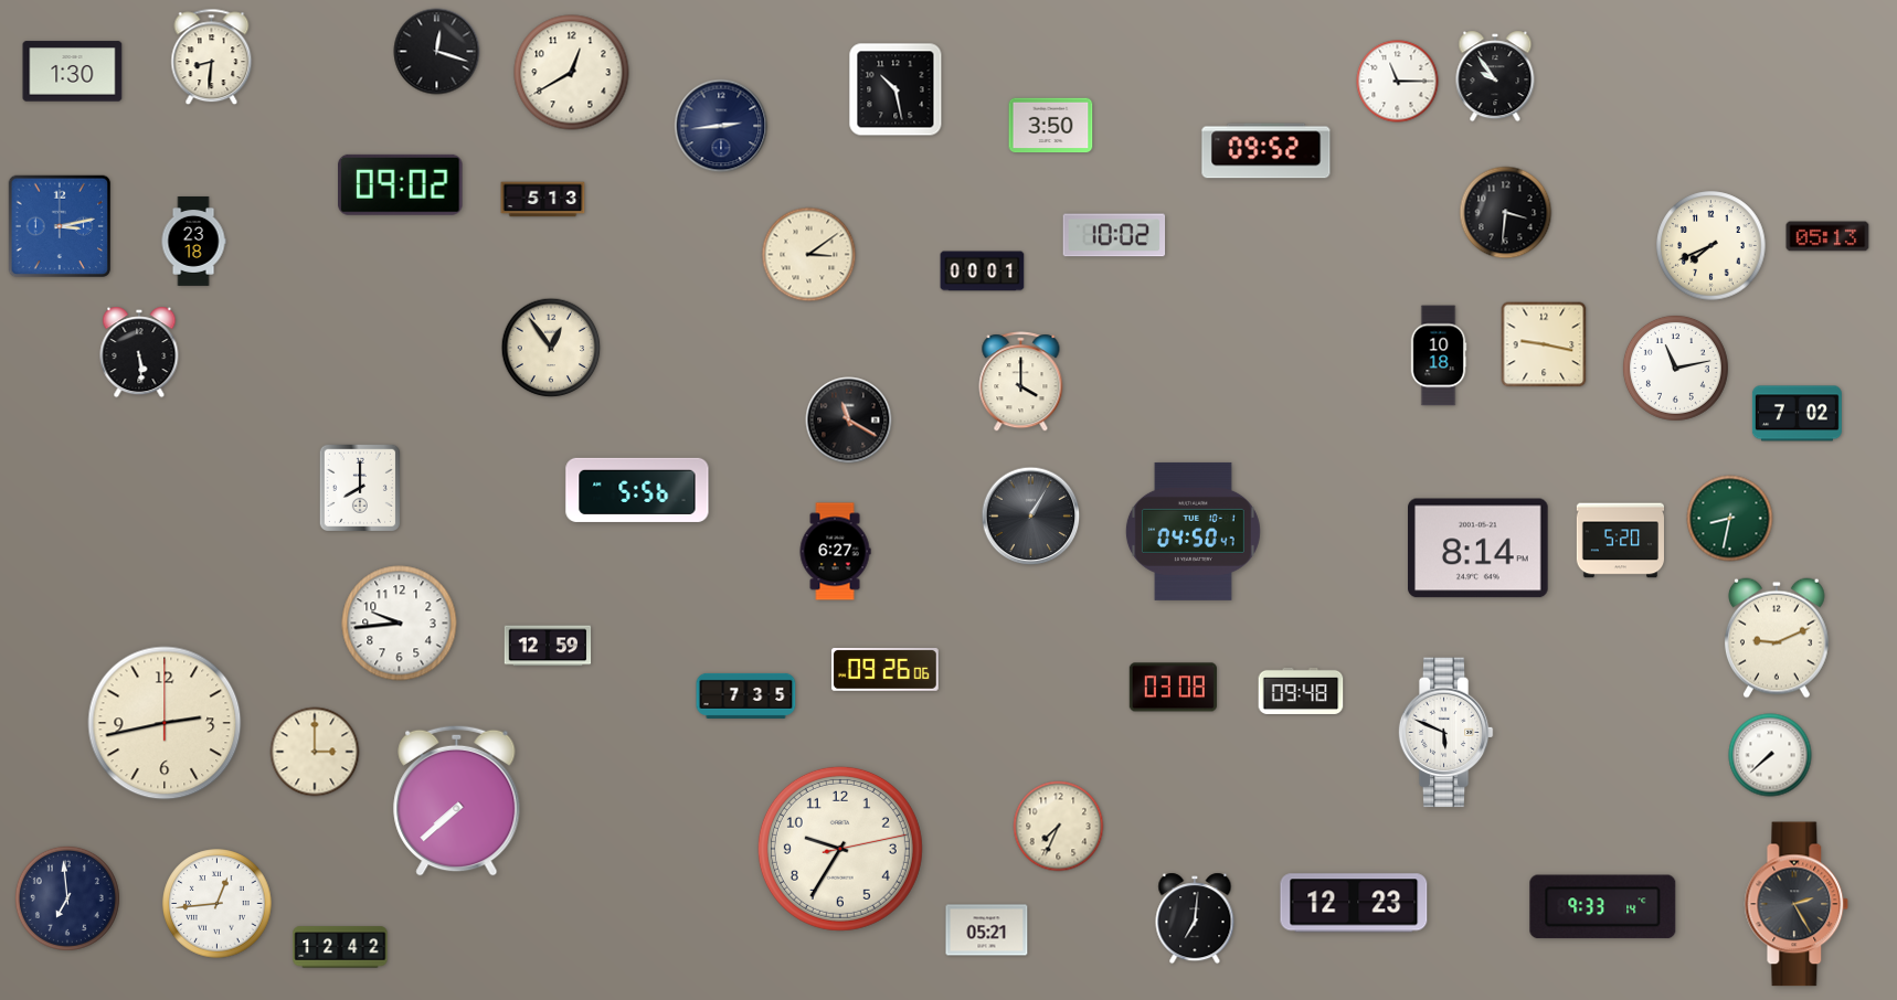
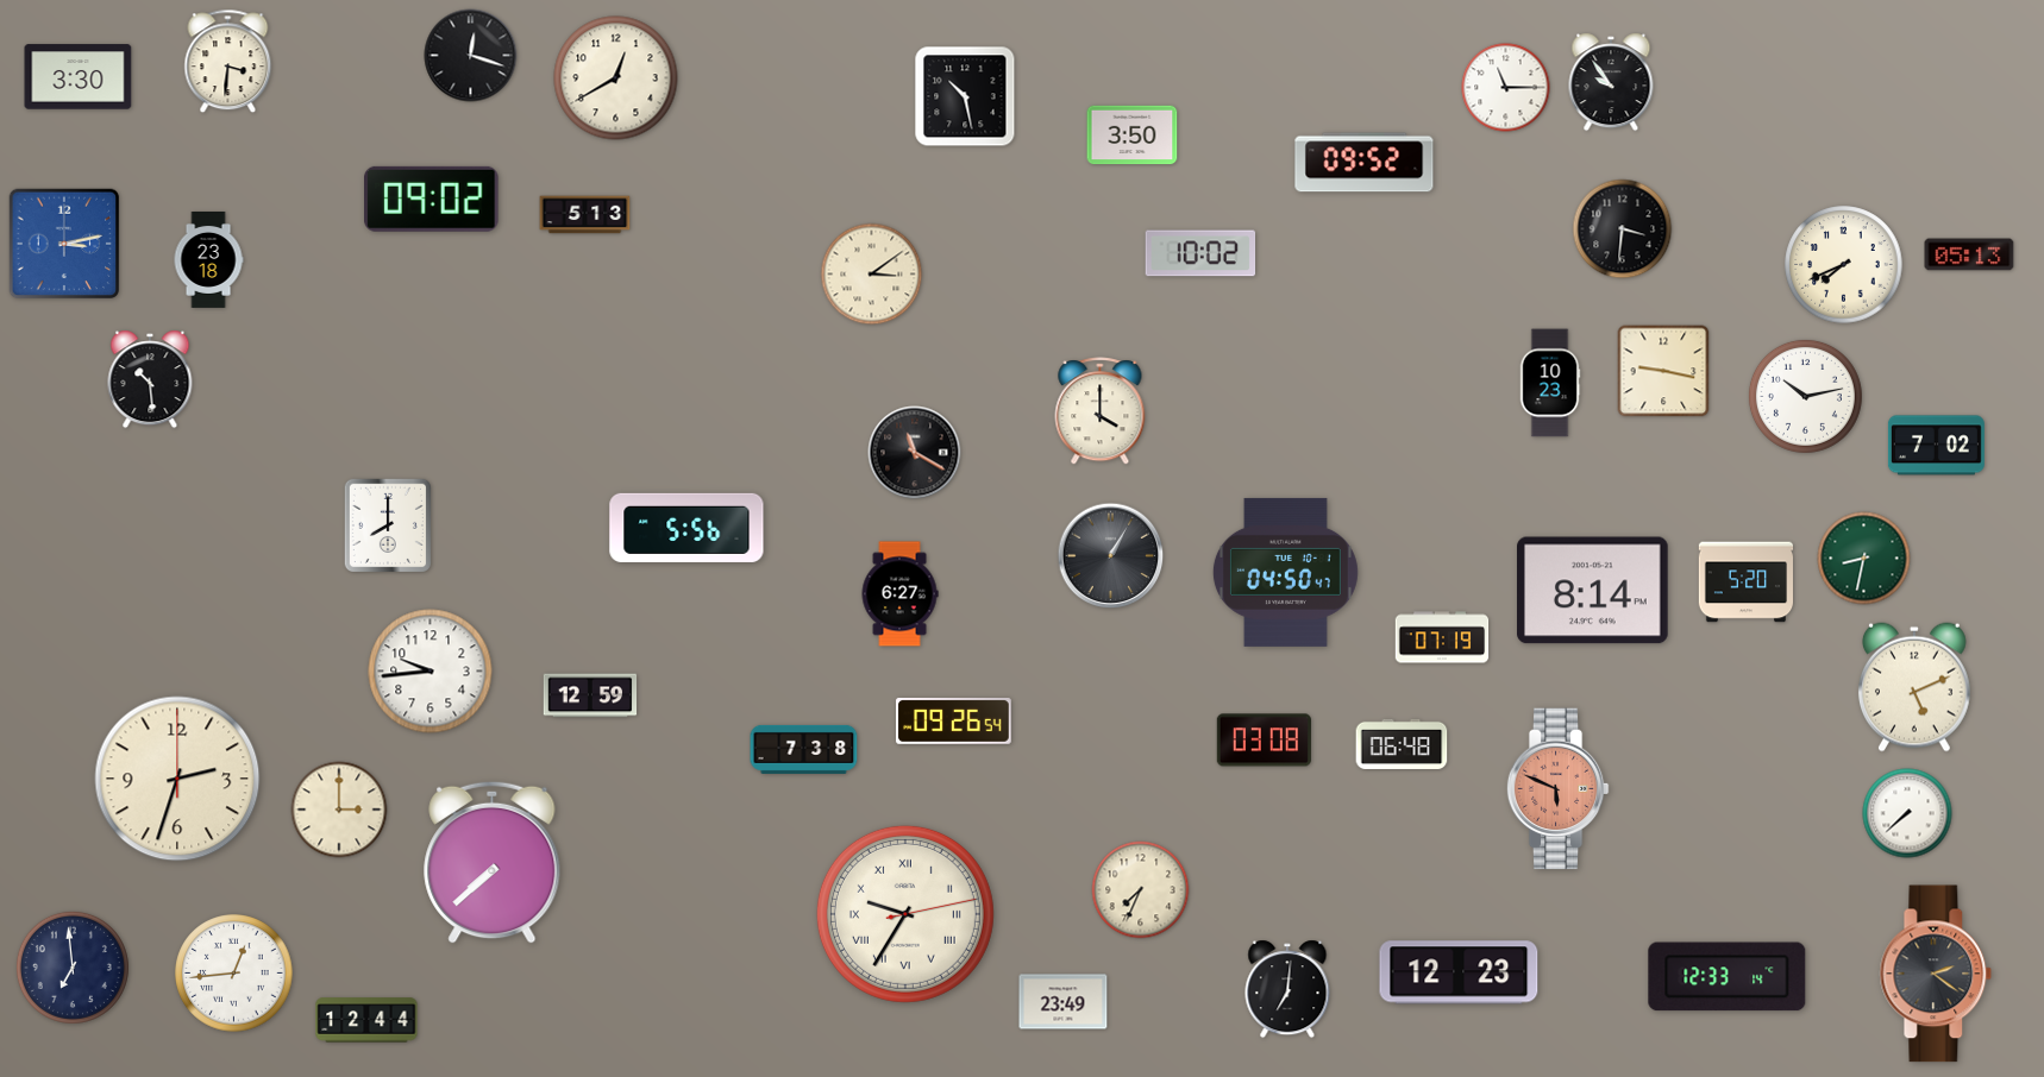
clock at (212, 57): 8:31 -> 3:31
clock at (73, 72): 1:30 -> 3:30
clock at (721, 126): 2:44 -> none
clock at (983, 272): 00:01 -> none
clock at (551, 348): 12:54 -> none
clock at (139, 352): 5:29 -> 10:29
clock at (1439, 355): 10:18 -> 10:23
clock at (1675, 368): 11:13 -> 10:13
clock at (1442, 637): none -> 07:19
clock at (1777, 638): 9:11 -> 5:11
clock at (886, 670): 09:26:06 -> 09:26:54
clock at (1301, 691): 09:48 -> 06:48
clock at (746, 695): 7:35 -> 7:38
clock at (165, 723): 2:43 -> 2:33
clock at (1445, 733) dial: white -> salmon
clock at (840, 849) numerals: Arabic -> Roman
clock at (1797, 904): 2:25 -> 2:21
clock at (1603, 907): 9:33 -> 12:33
clock at (987, 930): 05:21 -> 23:49
clock at (340, 947): 12:42 -> 12:44
